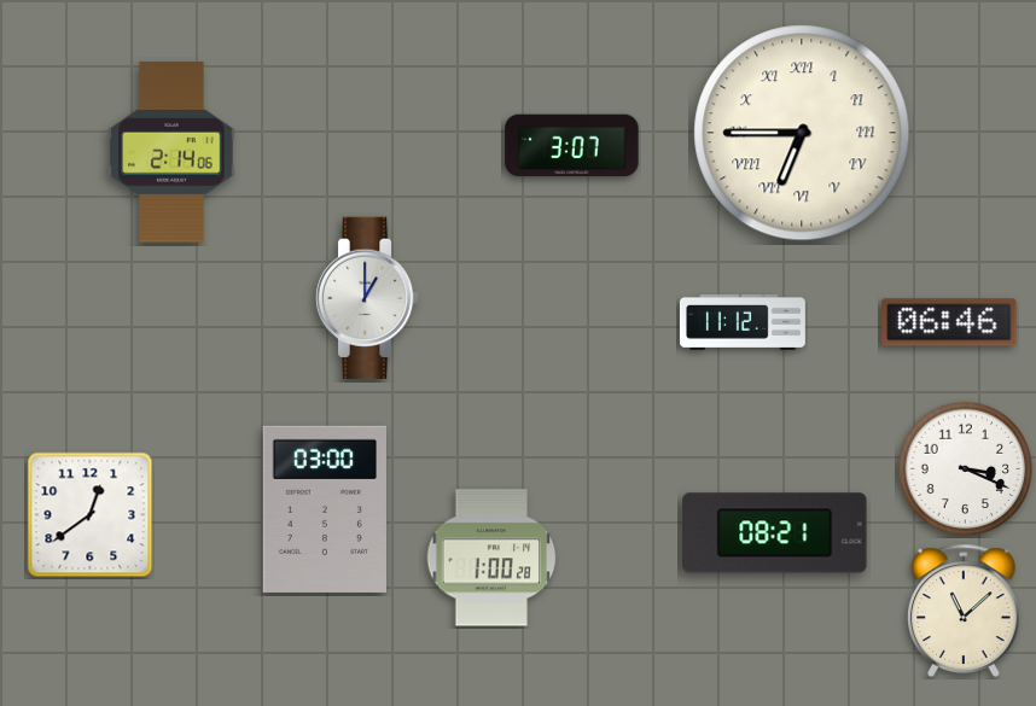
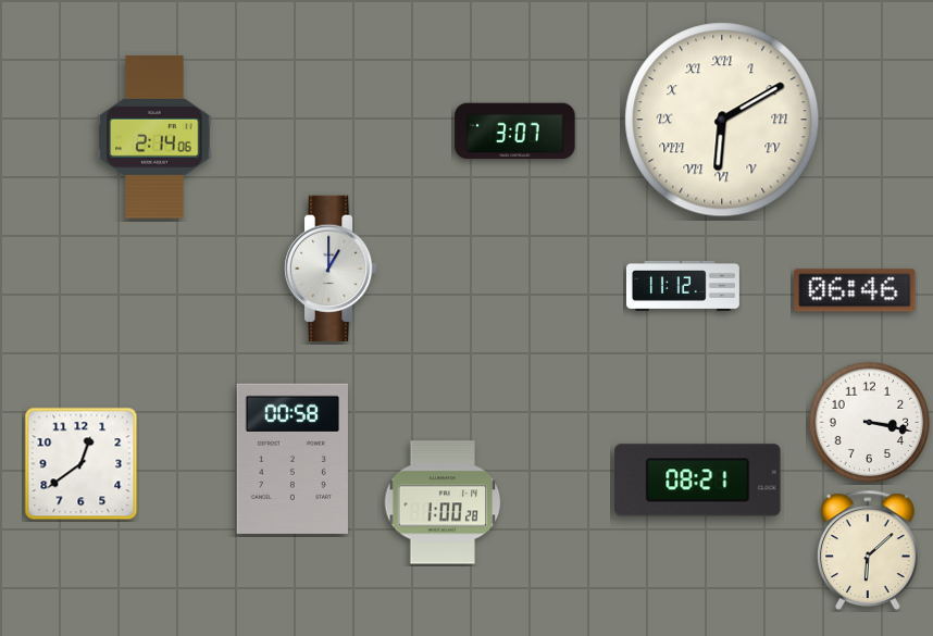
clock at (802, 133): 6:45 -> 6:10
clock at (744, 322) position: (744, 322) -> (684, 286)
clock at (966, 469): 3:19 -> 3:17
clock at (325, 509): 03:00 -> 00:58
clock at (965, 611): 11:08 -> 6:08
